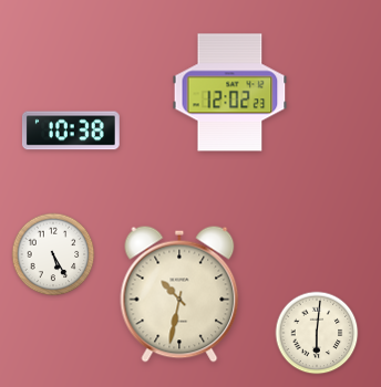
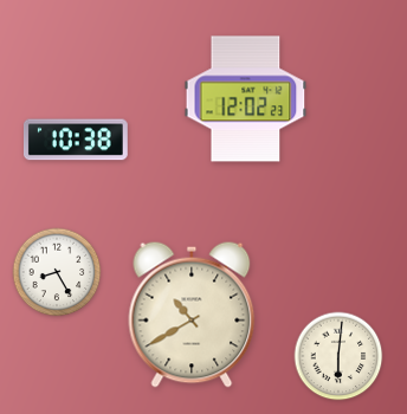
clock at (53, 254): 5:25 -> 8:25
clock at (179, 294): 10:32 -> 10:40
